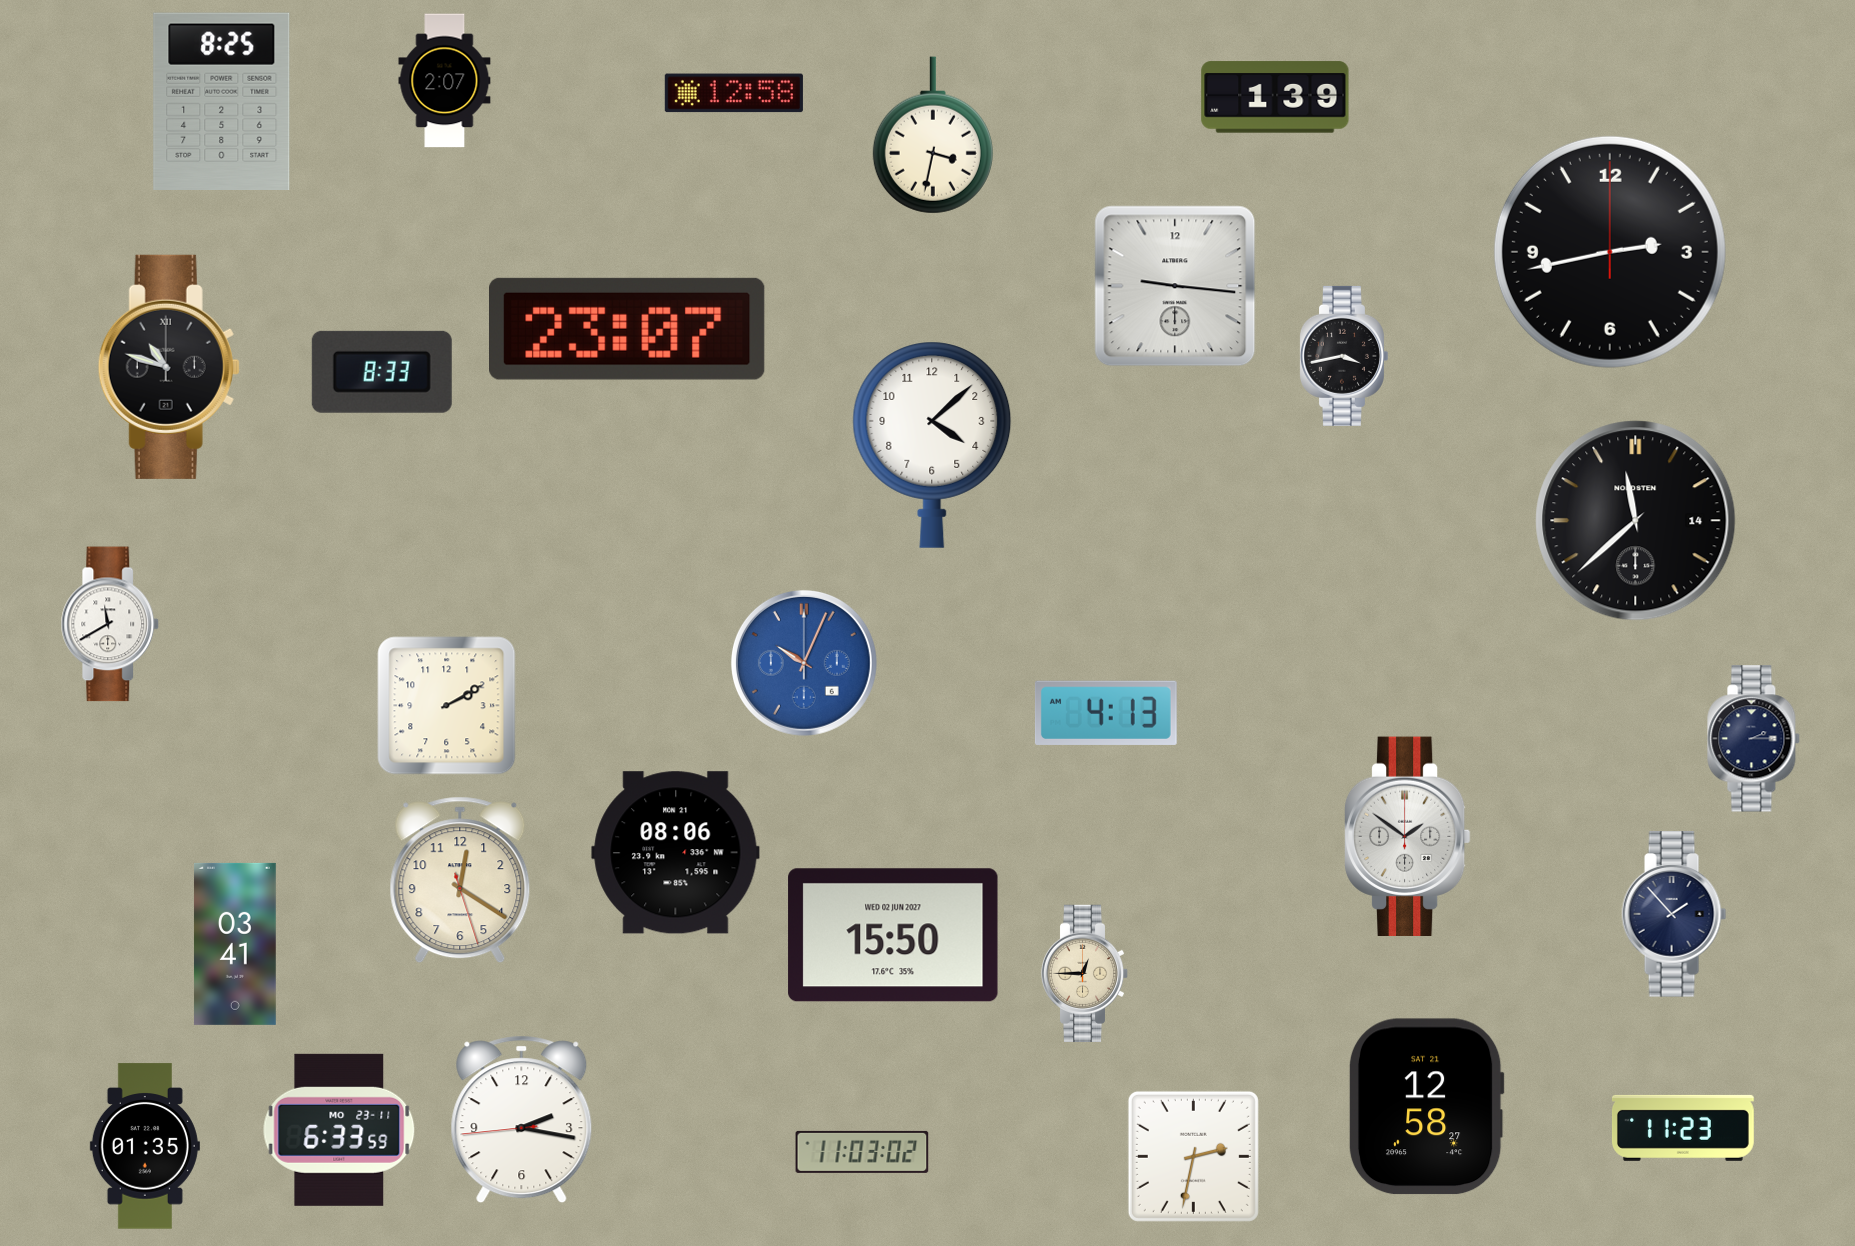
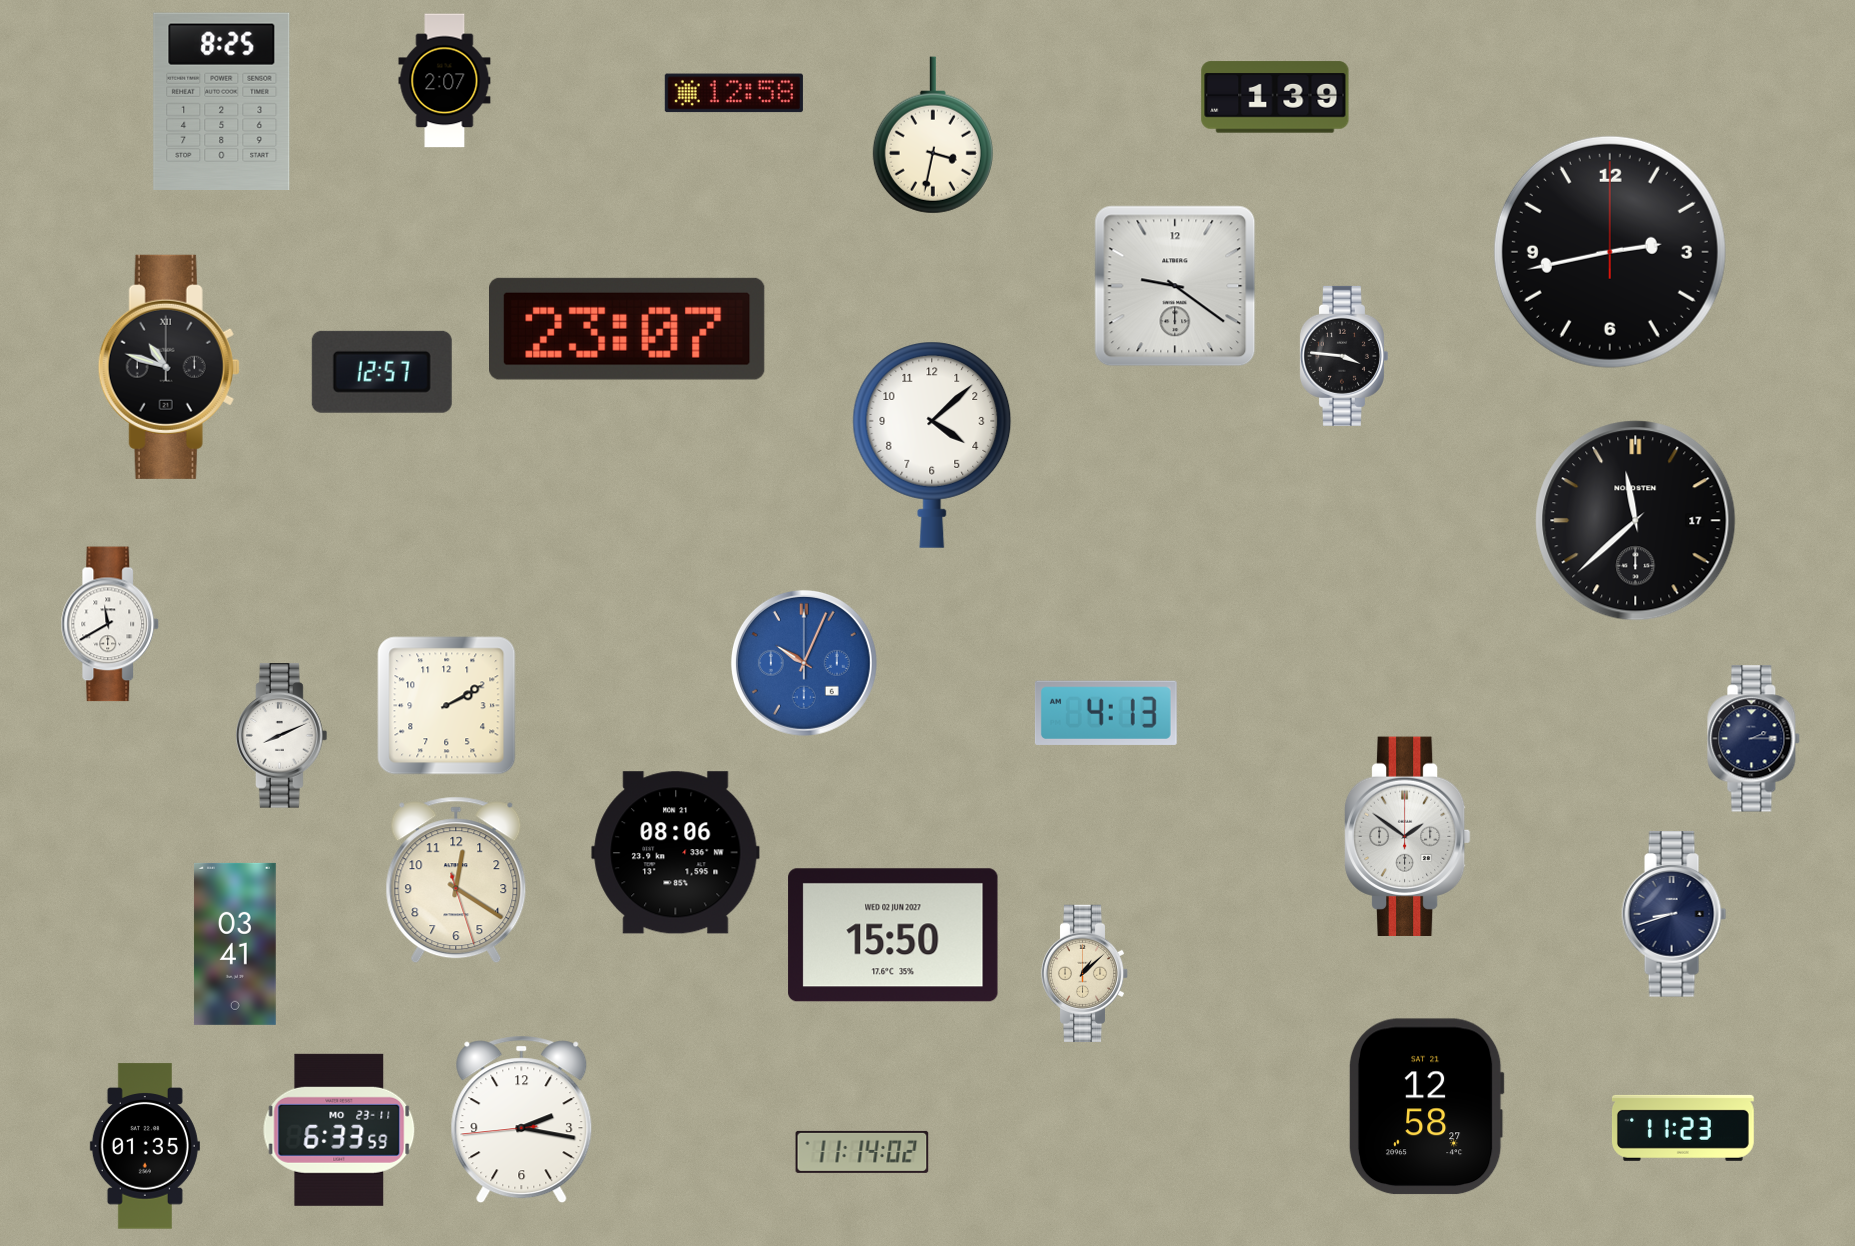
clock at (1175, 286): 9:16 -> 9:21
clock at (1343, 356): 3:43 -> 3:46
clock at (382, 372): 8:33 -> 12:57
clock at (1636, 521) date: 14 -> 17
clock at (282, 736): none -> 8:11
clock at (460, 880) position: (460, 880) -> (456, 880)
clock at (1674, 914): 1:53 -> 8:42
clock at (1085, 973): 12:45 -> 1:08
clock at (862, 1152): 11:03 -> 11:14
clock at (1193, 1156): 2:32 -> none
